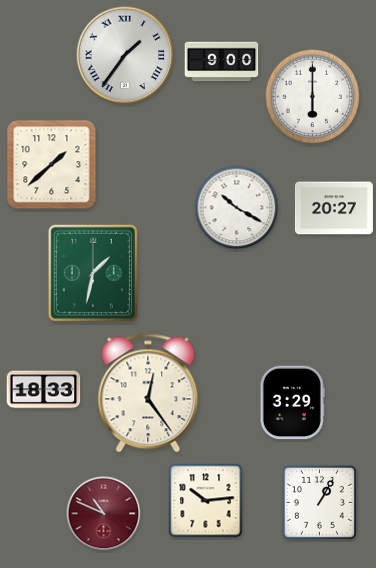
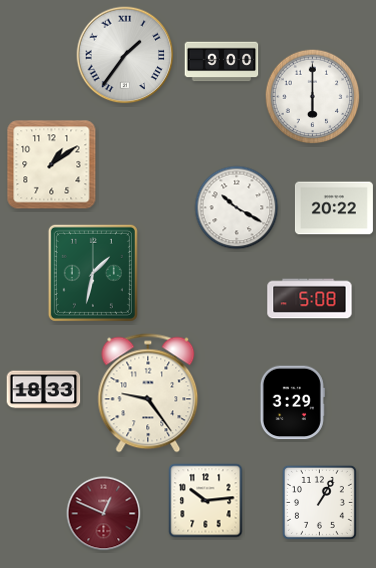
clock at (52, 165): 1:38 -> 1:09
clock at (334, 208): 20:27 -> 20:22
clock at (310, 299): none -> 5:08
clock at (148, 393): 12:24 -> 9:24
clock at (104, 514): 10:49 -> 12:49
